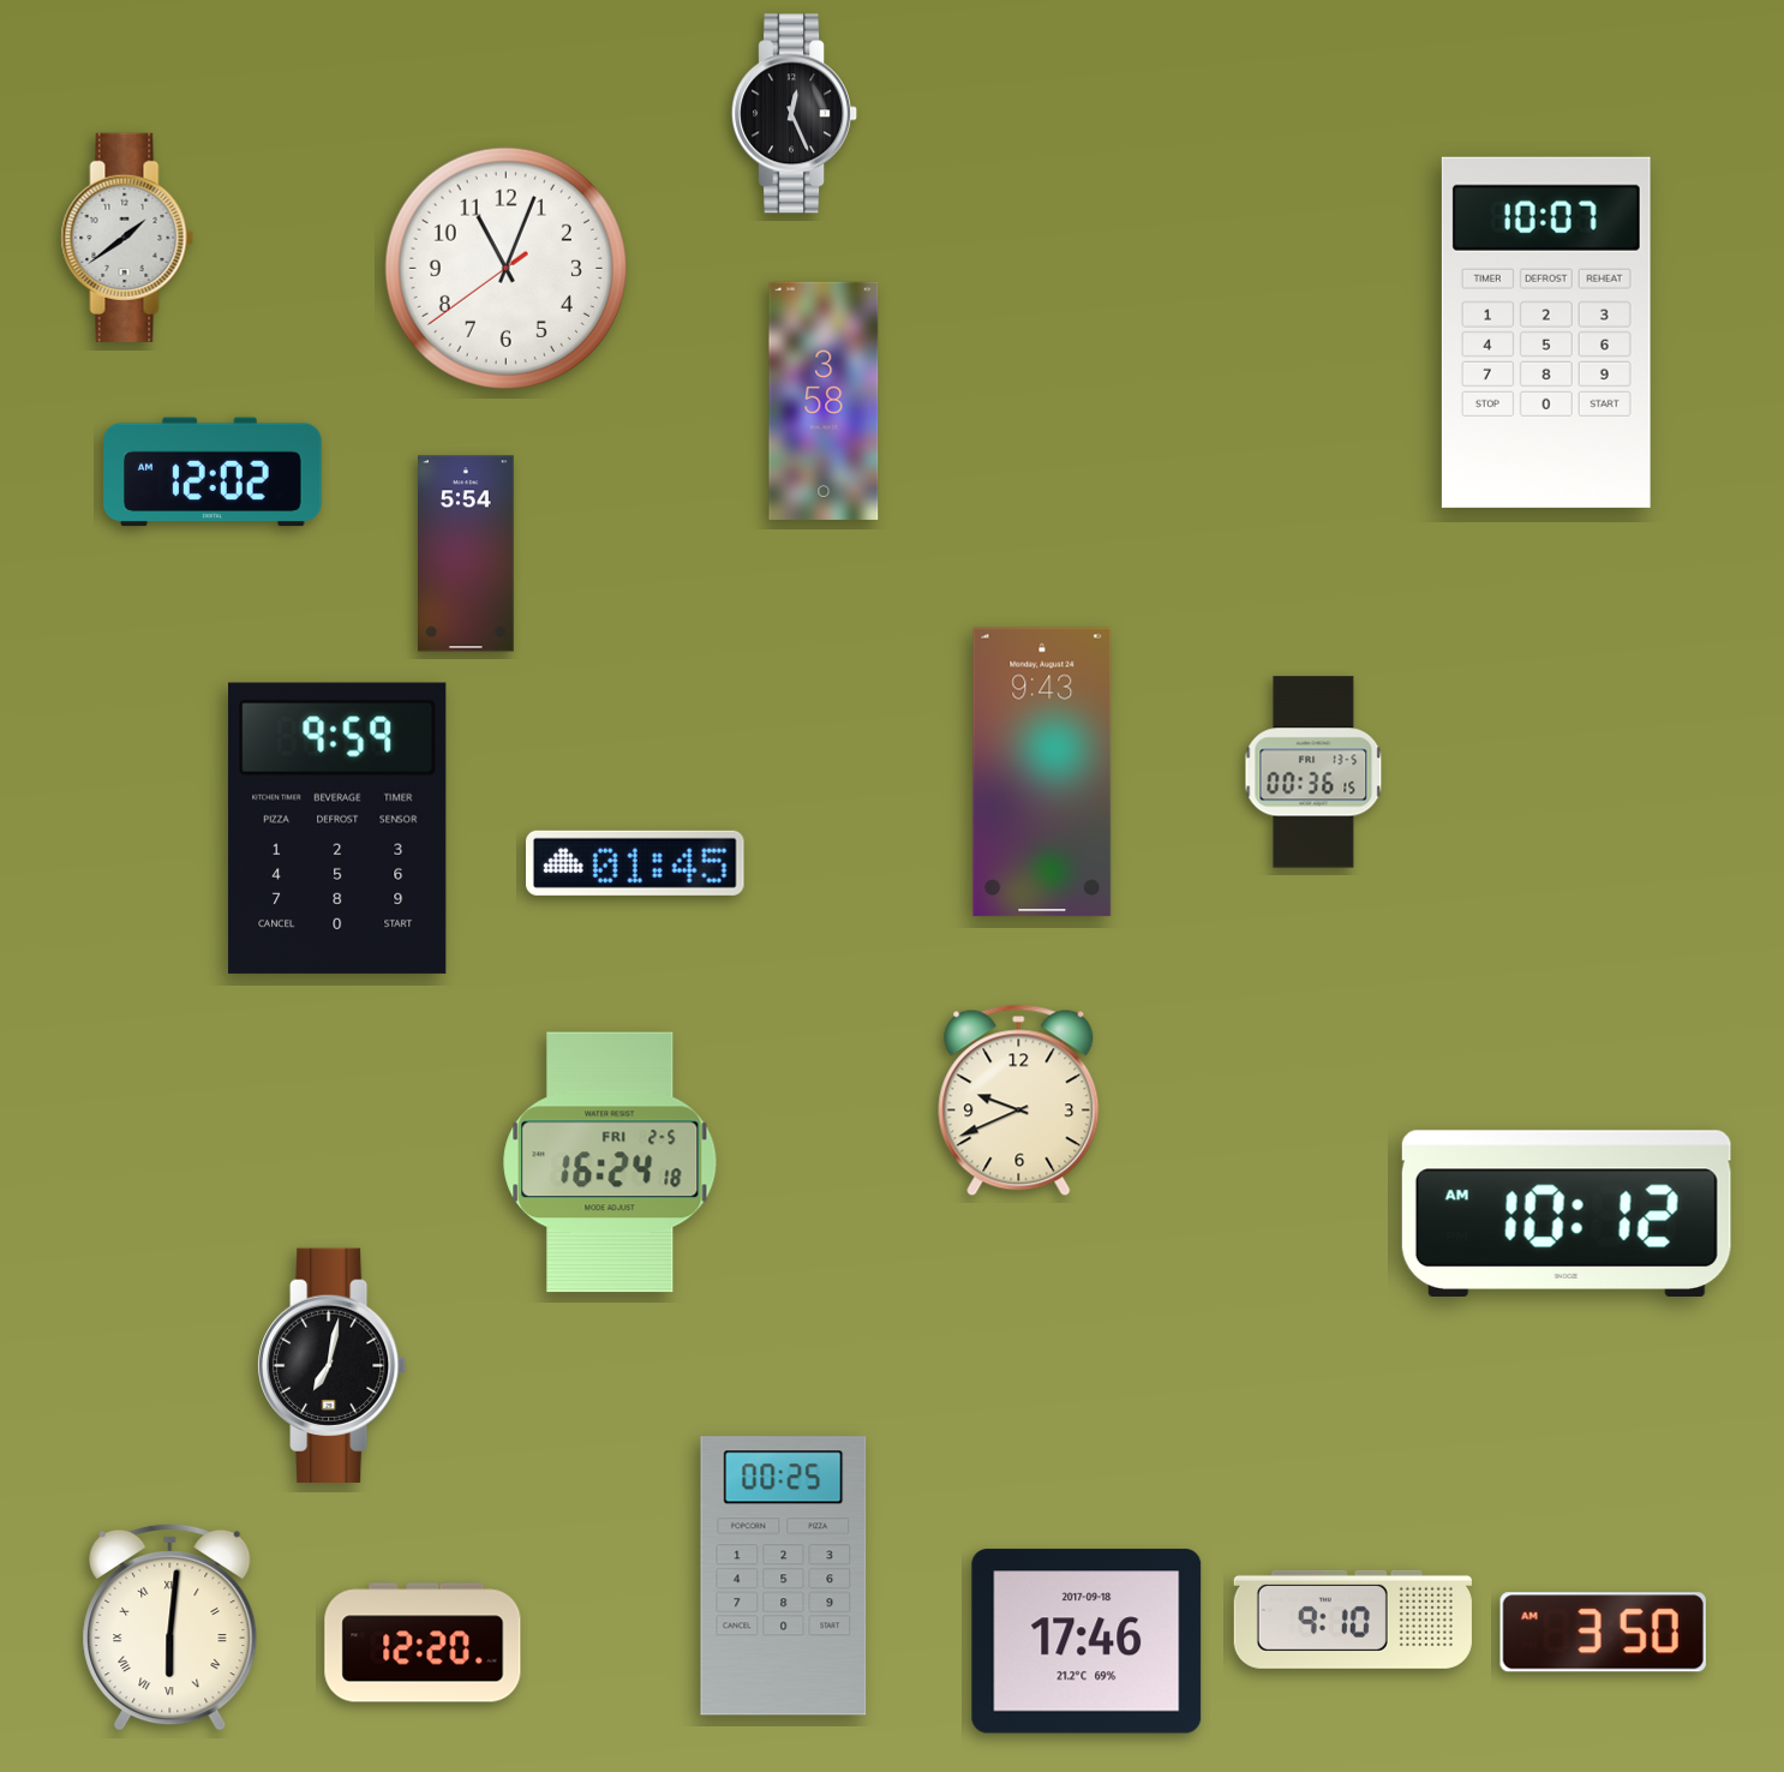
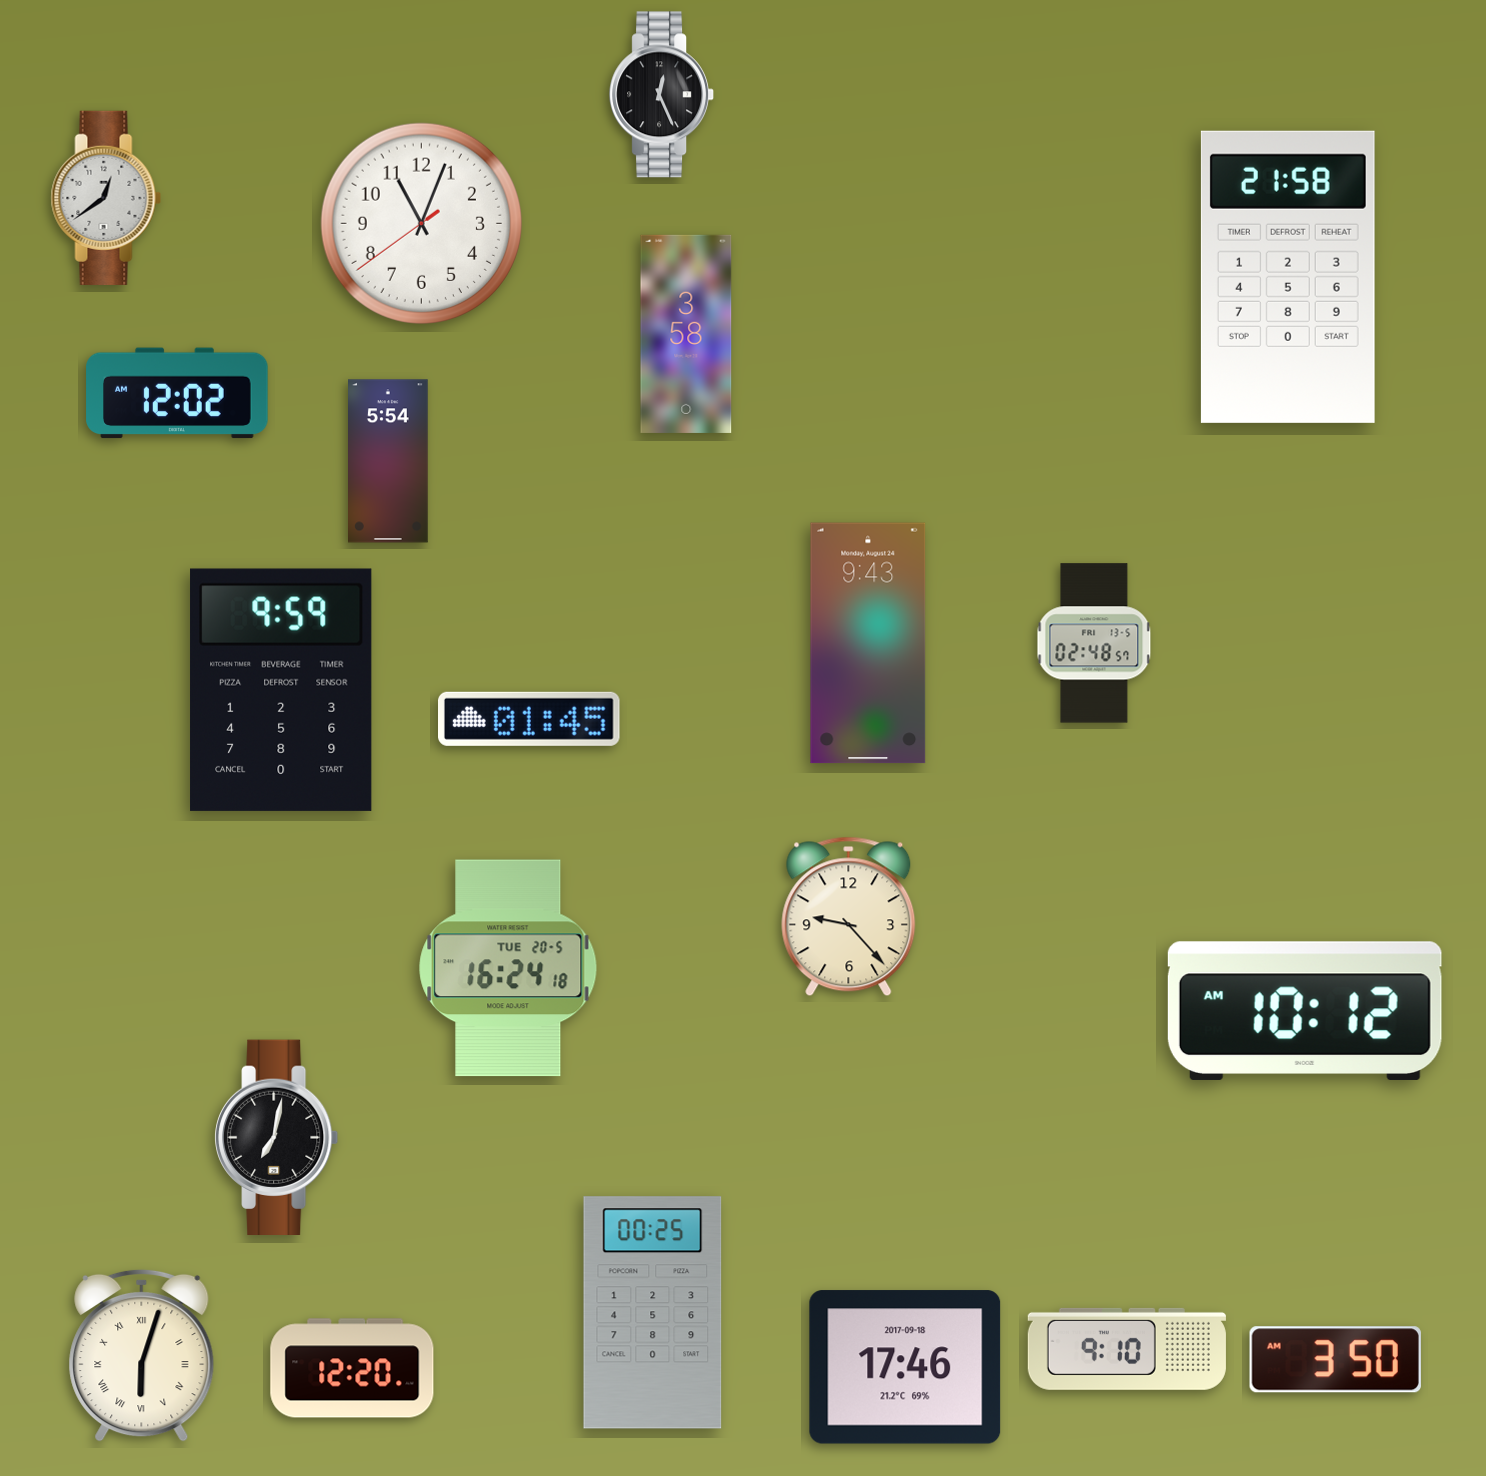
clock at (127, 238): 1:39 -> 12:39
clock at (1546, 333): 10:07 -> 21:58
clock at (1313, 772): 00:36 -> 02:48
clock at (1019, 1101): 9:41 -> 9:23
clock at (610, 1162) date: FRI 2-5 -> TUE 20-5
clock at (170, 1627): 6:01 -> 6:03
